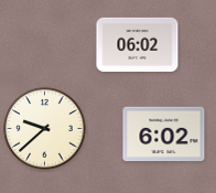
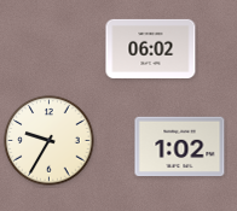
clock at (45, 129): 9:38 -> 9:35
clock at (164, 135): 6:02 -> 1:02
